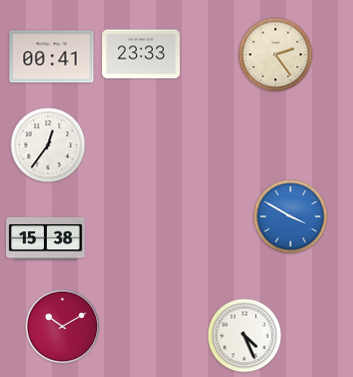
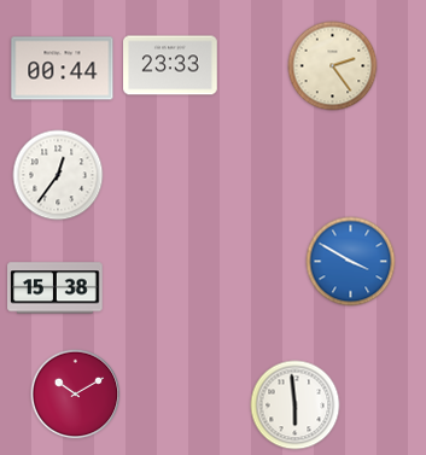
clock at (52, 57): 00:41 -> 00:44
clock at (245, 336): 4:26 -> 5:59
